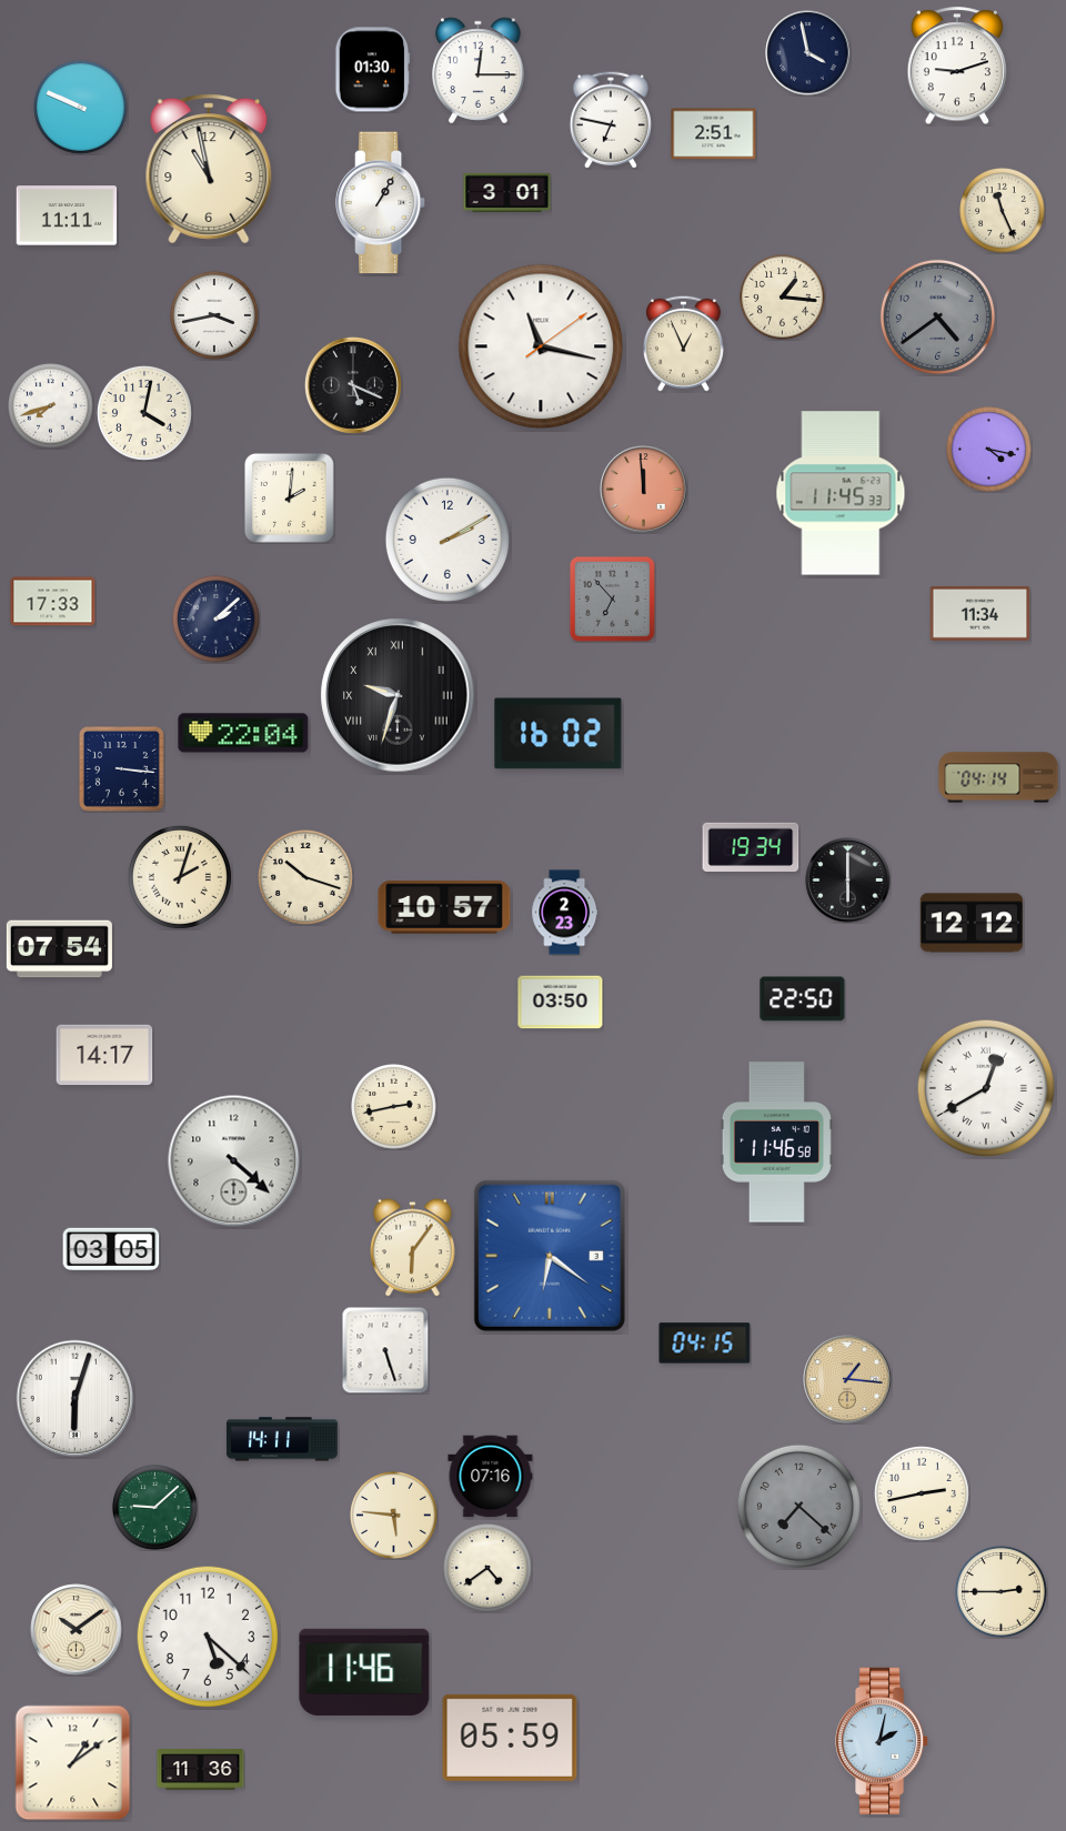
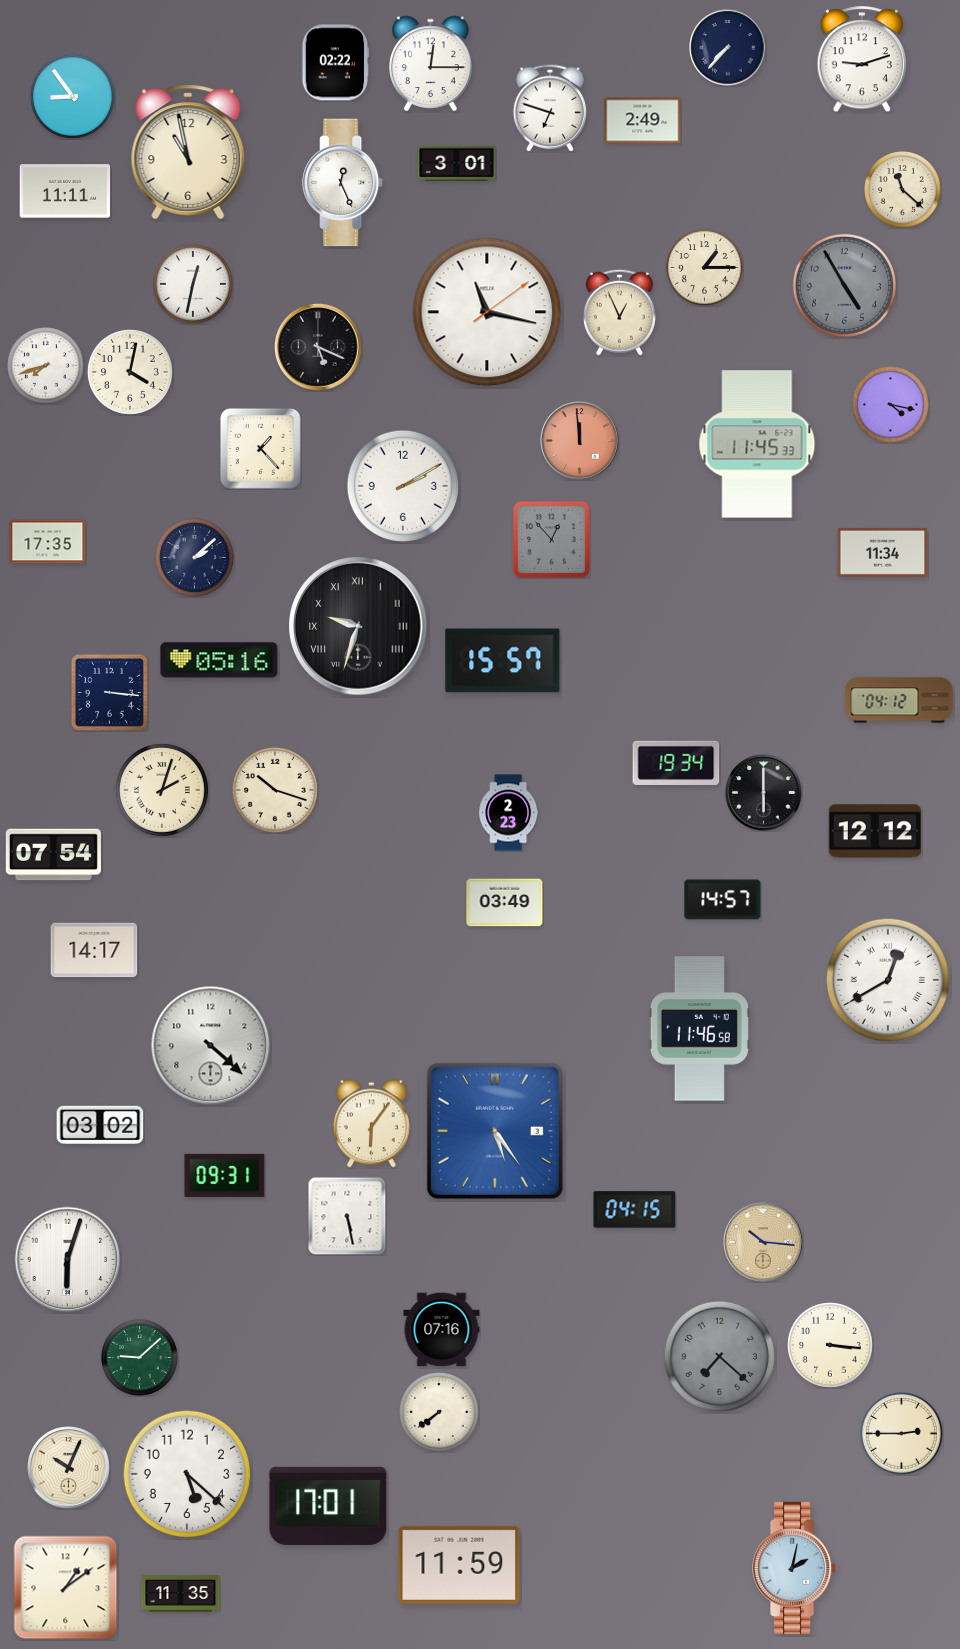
clock at (808, 53): 3:58 -> 7:37
clock at (373, 70): 01:30 -> 02:22
clock at (80, 107): 9:49 -> 8:54
clock at (611, 120): 6:47 -> 6:48
clock at (714, 134): 2:51 -> 2:49
clock at (507, 192) position: (507, 192) -> (457, 163)
clock at (382, 203): 1:05 -> 12:26
clock at (1003, 211): 11:26 -> 11:22
clock at (67, 215) position: (67, 215) -> (65, 191)
clock at (783, 298): 1:16 -> 1:15
clock at (215, 316): 3:43 -> 12:32
clock at (937, 316): 4:39 -> 4:55
clock at (683, 343) position: (683, 343) -> (619, 312)
clock at (289, 497): 2:01 -> 1:23
clock at (612, 598): 6:53 -> 12:53
clock at (53, 602): 17:33 -> 17:35
clock at (243, 733): 22:04 -> 05:16
clock at (559, 734): 16:02 -> 15:57
clock at (998, 777): 04:14 -> 04:12
clock at (444, 907): 10:57 -> none
clock at (565, 913) position: (565, 913) -> (509, 813)
clock at (803, 999): 22:50 -> 14:57
clock at (561, 1003): 03:50 -> 03:49
clock at (394, 1107): 2:43 -> none
clock at (111, 1248): 03:05 -> 03:02
clock at (550, 1256): 6:21 -> 5:24
clock at (225, 1175): none -> 09:31
clock at (385, 1350): 5:27 -> 5:28
clock at (847, 1379): 1:16 -> 10:16
clock at (282, 1439): 14:11 -> none
clock at (922, 1493): 2:43 -> 3:16
clock at (394, 1516): 5:46 -> none
clock at (489, 1569): 4:39 -> 7:39
clock at (77, 1630): 10:09 -> 10:04
clock at (364, 1672): 11:46 -> 17:01
clock at (510, 1738): 05:59 -> 11:59
clock at (201, 1770): 11:36 -> 11:35
